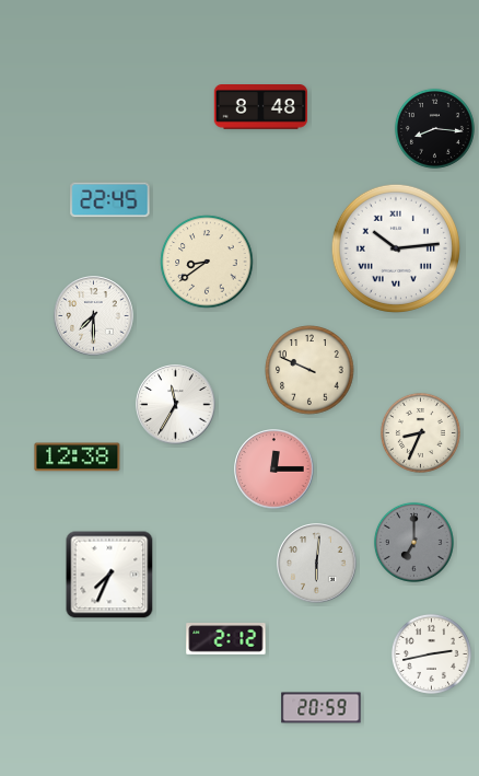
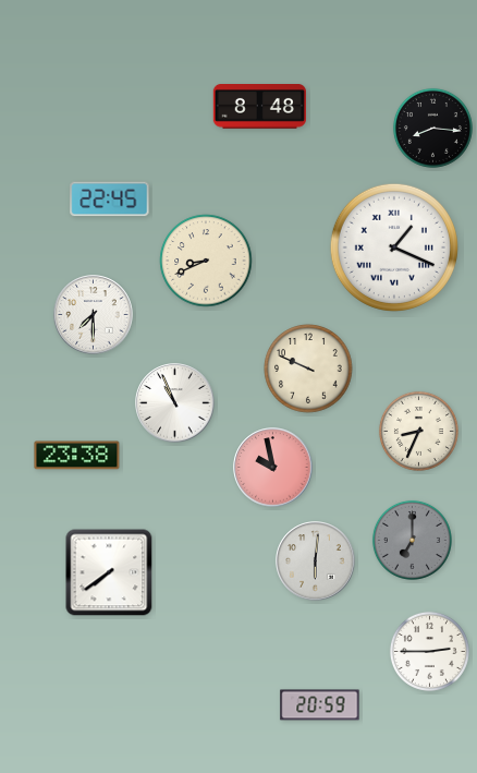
clock at (396, 248): 10:14 -> 1:19
clock at (207, 262): 8:39 -> 8:41
clock at (176, 405): 11:35 -> 10:56
clock at (78, 458): 12:38 -> 23:38
clock at (274, 470): 12:15 -> 9:58
clock at (109, 575): 7:34 -> 7:39
clock at (226, 639): 2:12 -> none
clock at (431, 653): 2:43 -> 2:45
